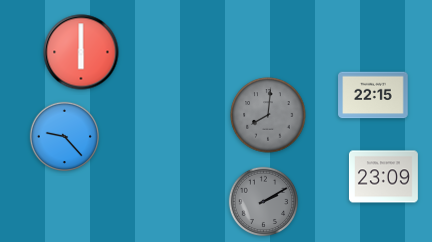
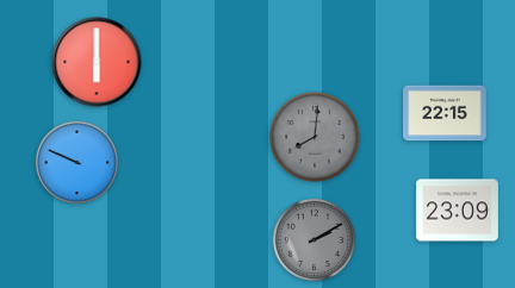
clock at (268, 115) position: (268, 115) -> (315, 137)
clock at (65, 137): 9:23 -> 9:49
